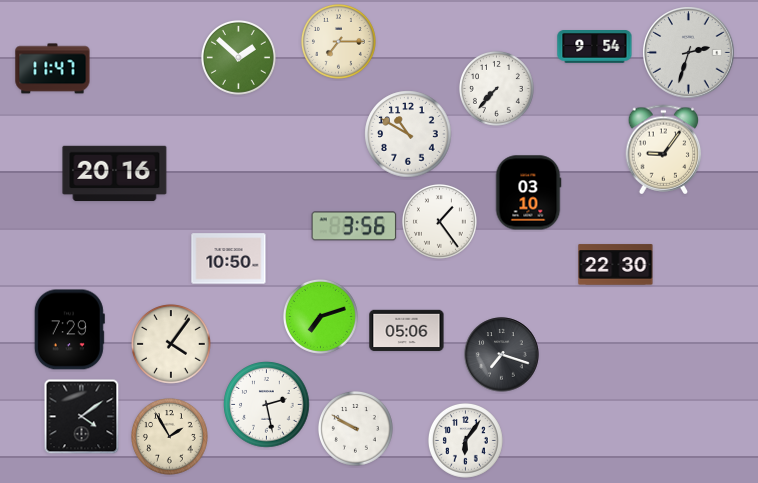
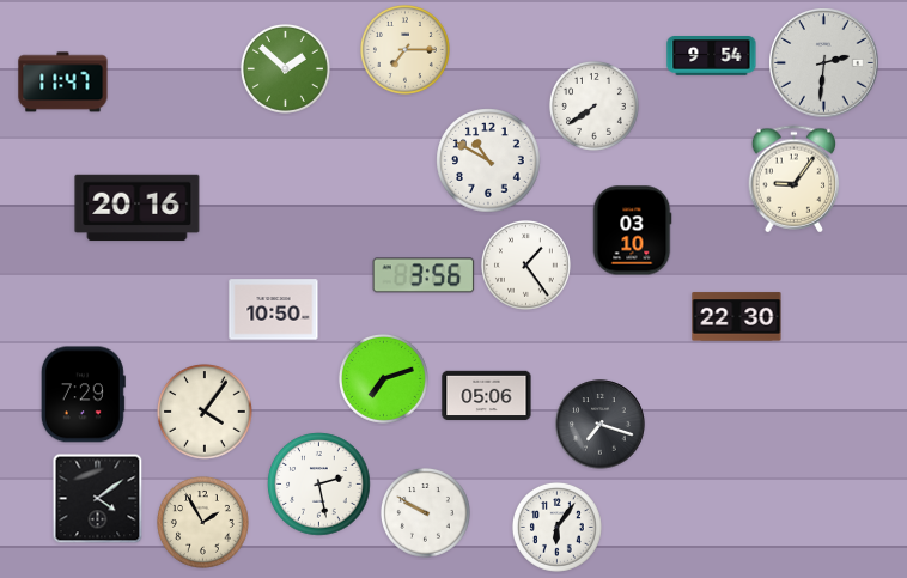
clock at (689, 53): 2:33 -> 2:31
clock at (496, 88): 7:37 -> 7:39
clock at (354, 226) position: (354, 226) -> (424, 275)
